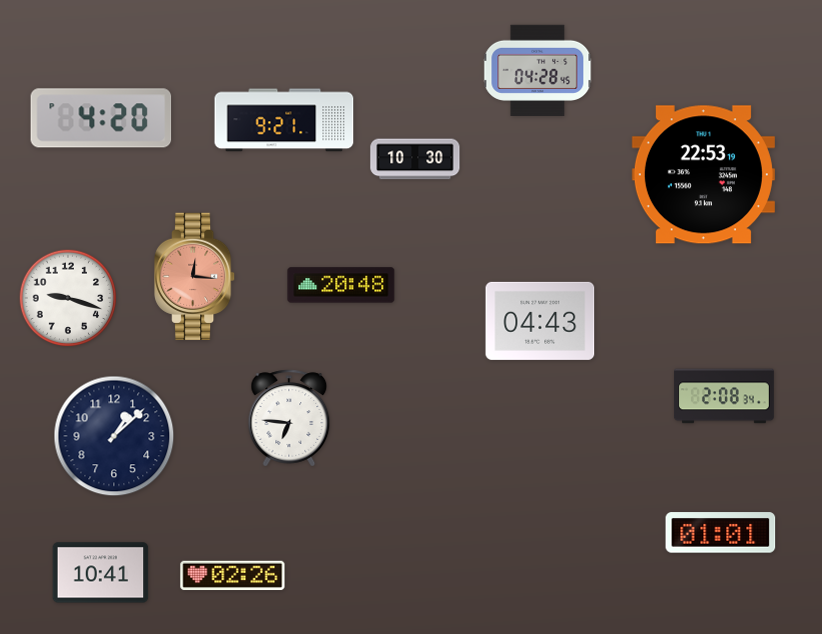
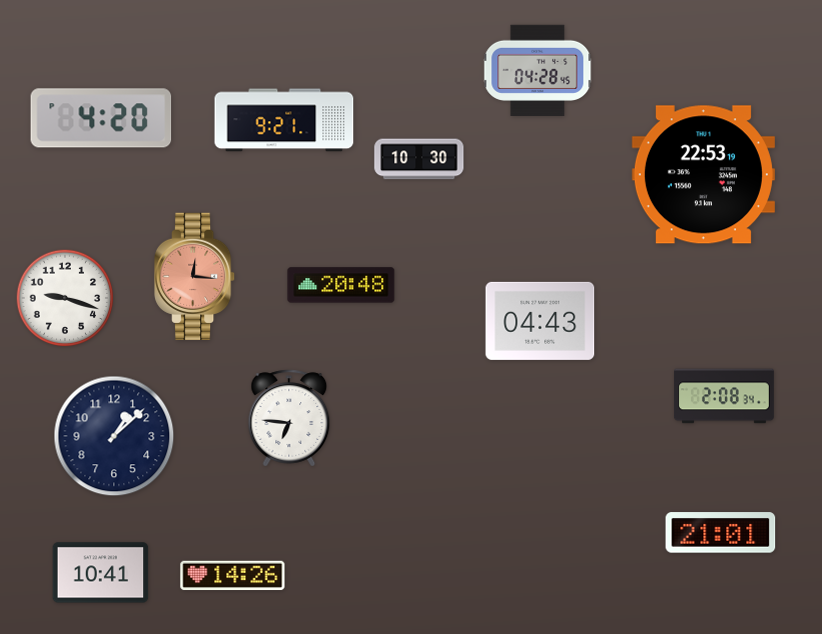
clock at (415, 159) position: (415, 159) -> (419, 159)
clock at (68, 298) position: (68, 298) -> (65, 298)
clock at (721, 533): 01:01 -> 21:01
clock at (233, 576): 02:26 -> 14:26
